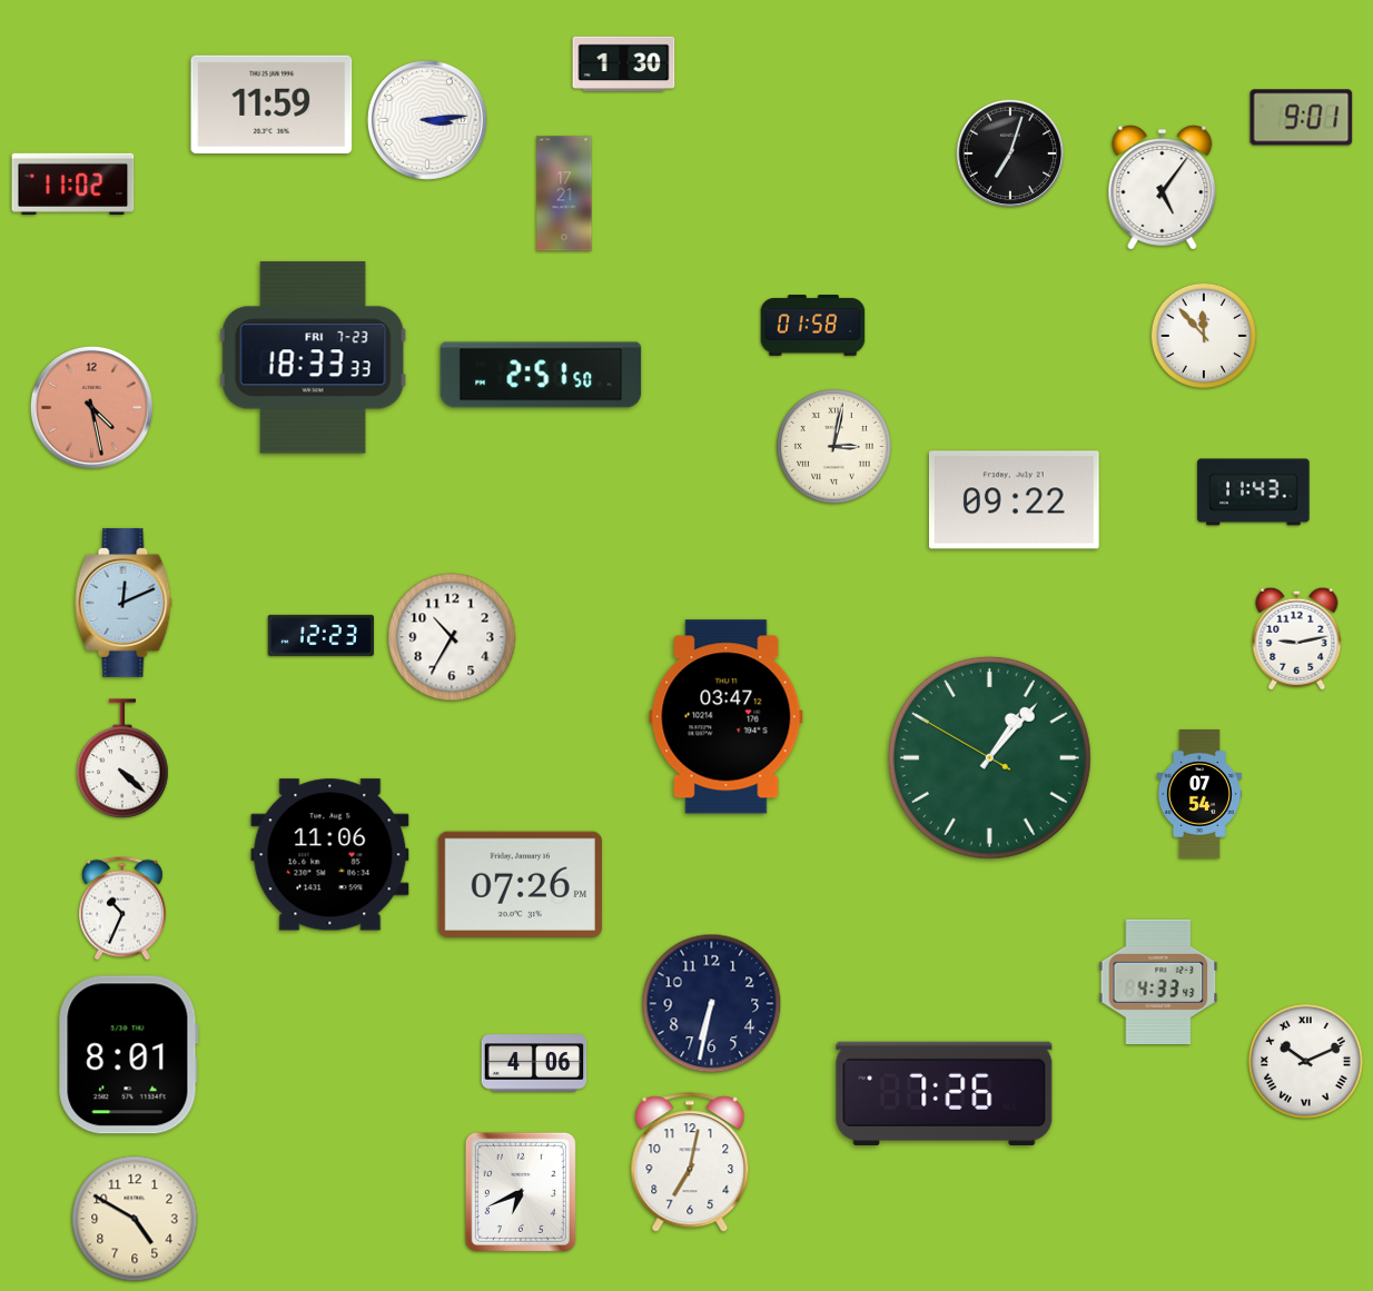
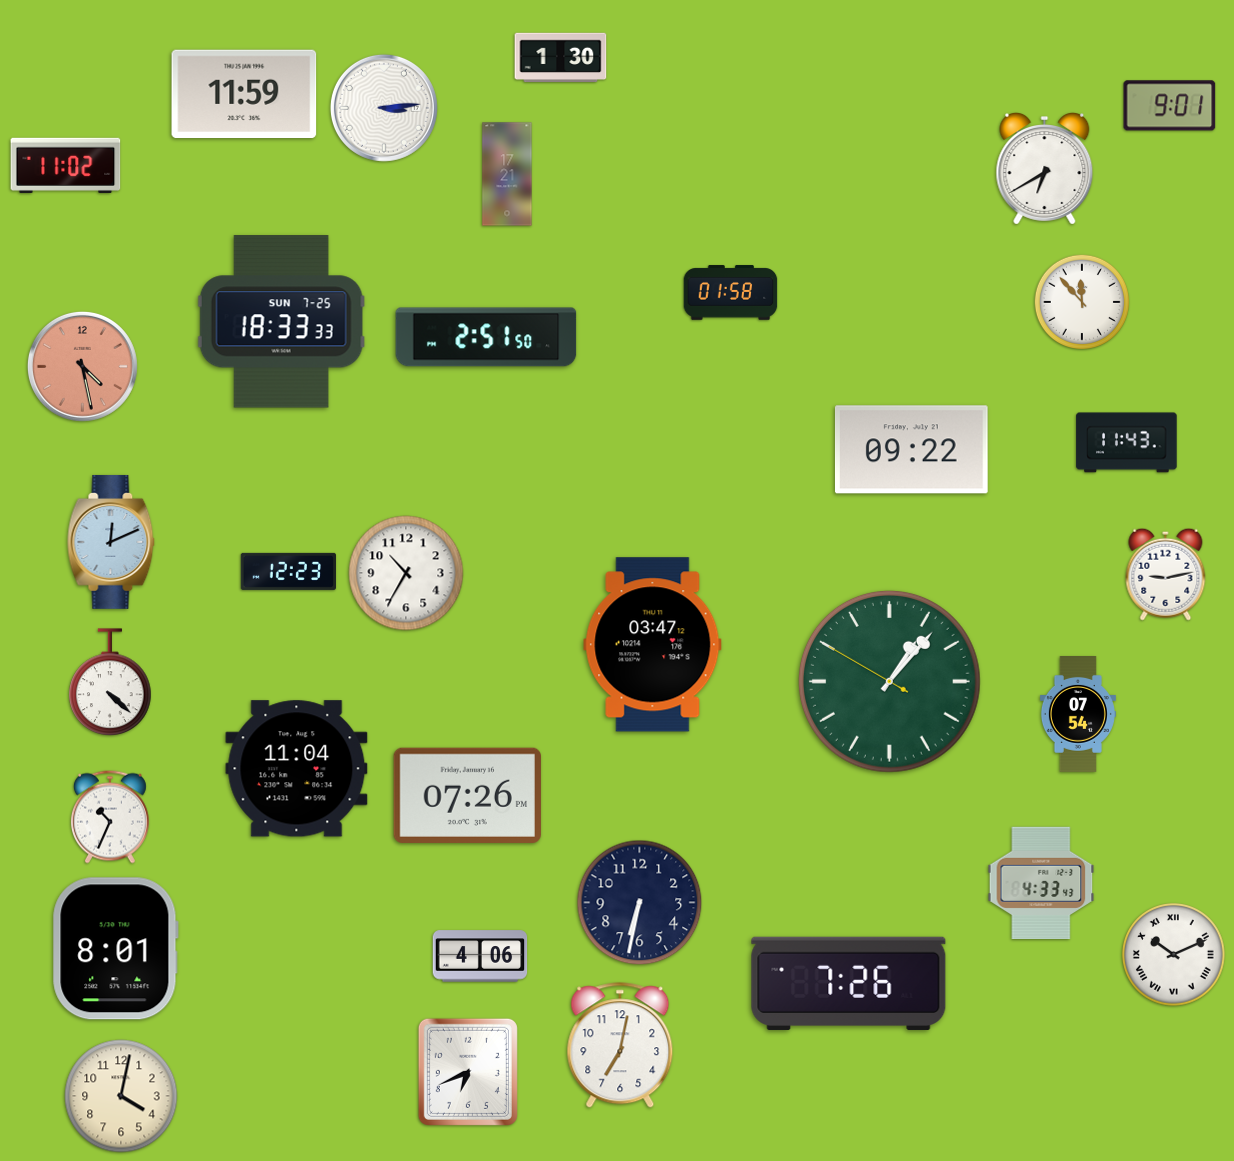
clock at (1009, 152): 7:03 -> none
clock at (1163, 188): 5:06 -> 6:40
clock at (313, 358) date: FRI 7-23 -> SUN 7-25
clock at (834, 447): 3:02 -> none
clock at (330, 855): 11:06 -> 11:04
clock at (135, 1219): 4:50 -> 4:02
